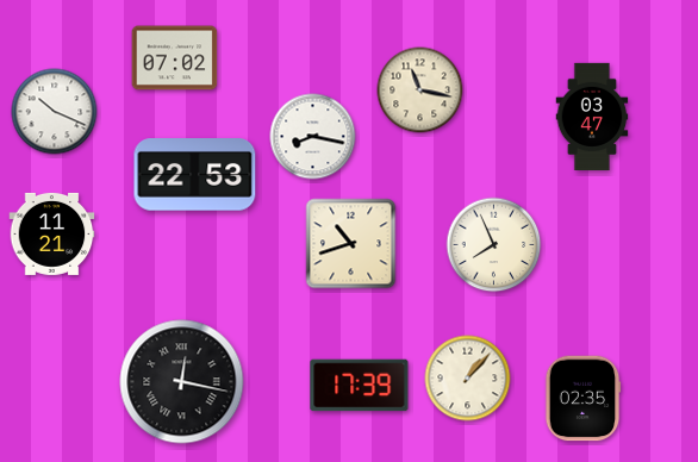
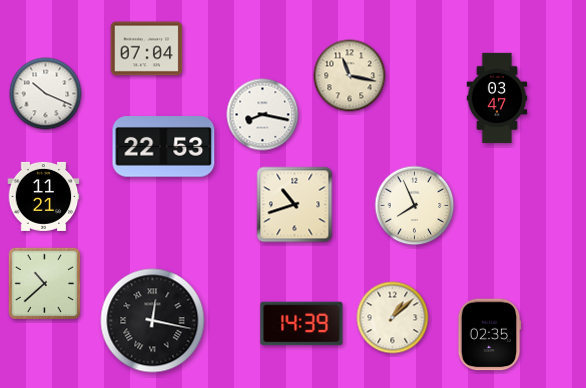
clock at (175, 58): 07:02 -> 07:04
clock at (420, 90) position: (420, 90) -> (350, 76)
clock at (44, 283): none -> 10:38
clock at (468, 379): 1:07 -> 1:08
clock at (360, 386): 17:39 -> 14:39
